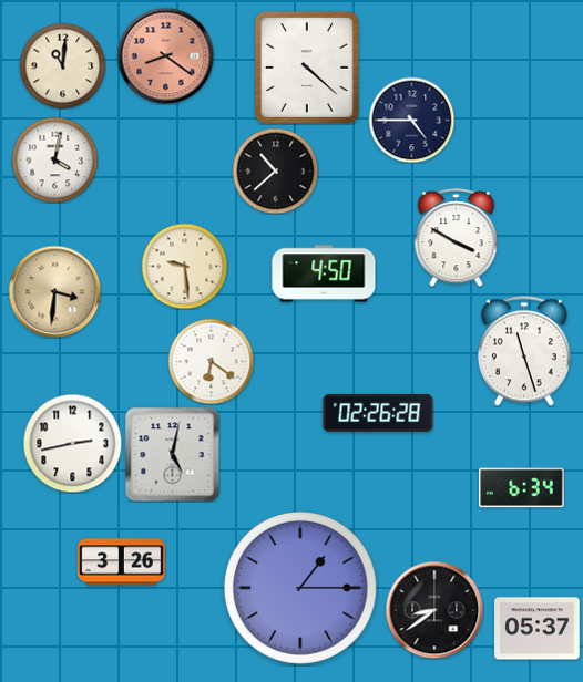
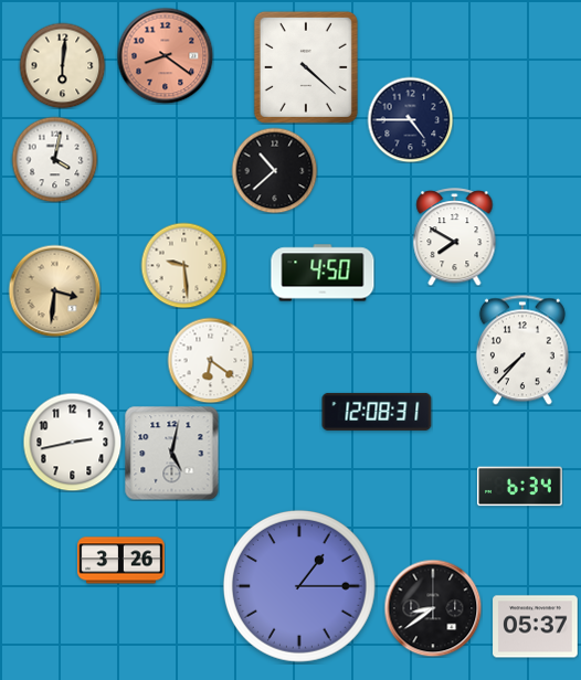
clock at (62, 65): 11:01 -> 6:01
clock at (457, 238): 3:50 -> 7:50
clock at (524, 351): 11:27 -> 7:37
clock at (378, 413): 02:26 -> 12:08
